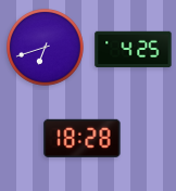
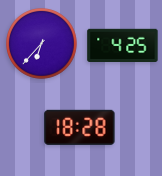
clock at (46, 48): 6:42 -> 6:37
clock at (83, 138) position: (83, 138) -> (80, 127)
